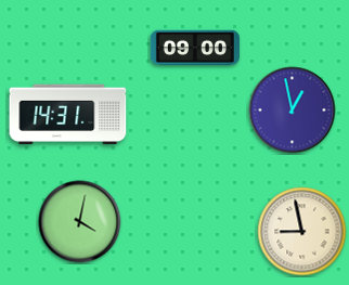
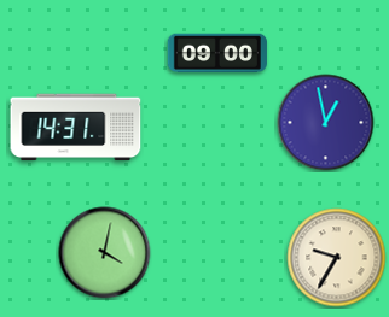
clock at (80, 222) position: (80, 222) -> (105, 253)
clock at (302, 232): 8:58 -> 9:35
